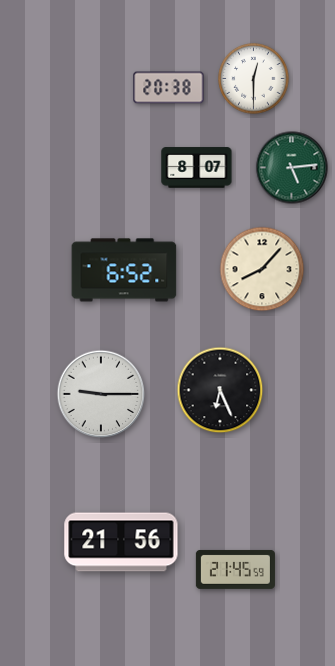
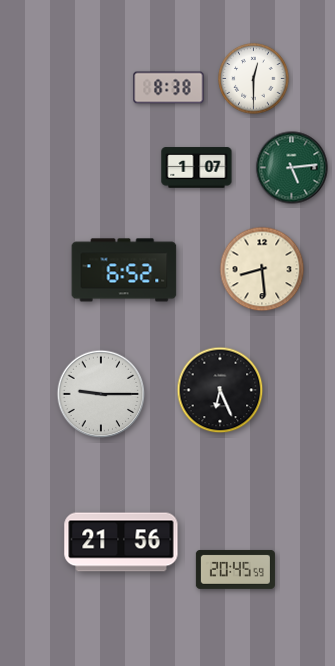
clock at (169, 88): 20:38 -> 8:38
clock at (197, 168): 8:07 -> 1:07
clock at (262, 269): 8:07 -> 8:29
clock at (235, 569): 21:45 -> 20:45
